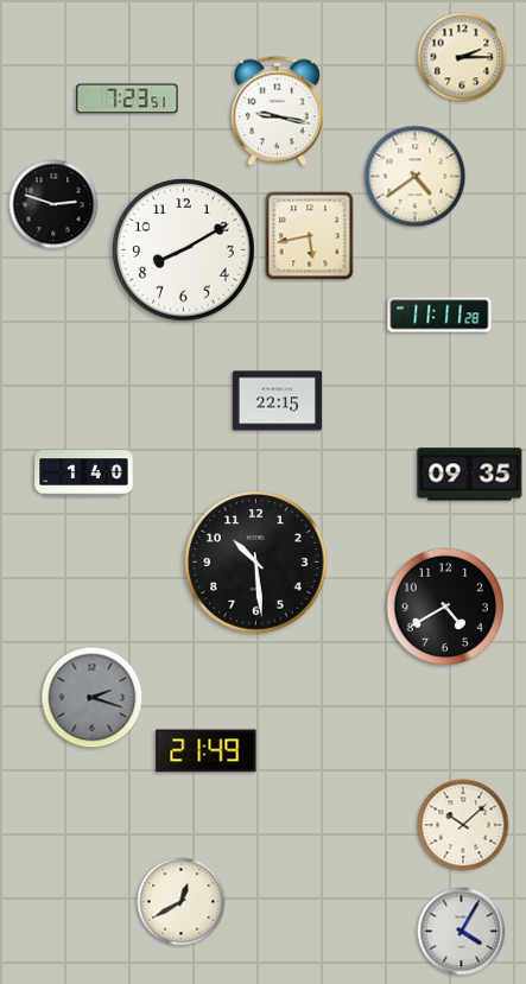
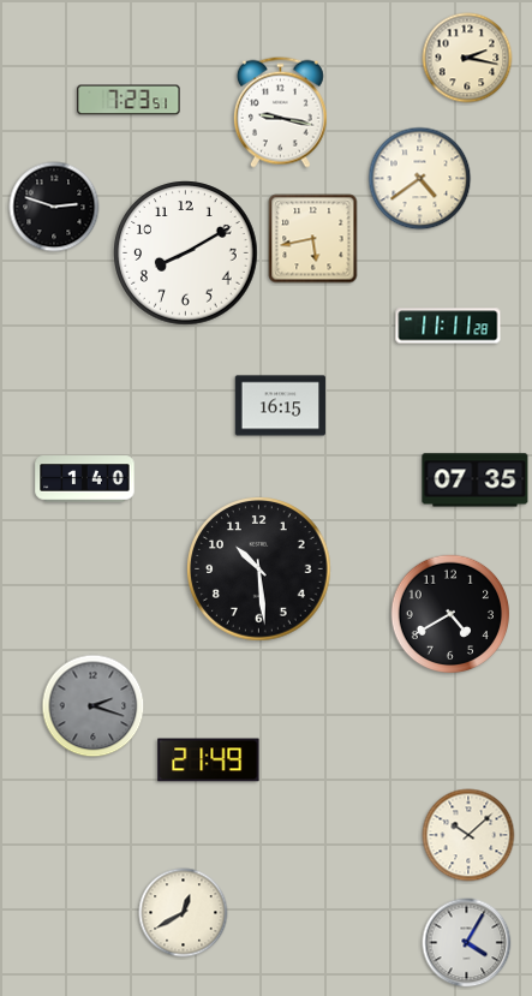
clock at (462, 57): 2:15 -> 2:17
clock at (439, 315) position: (439, 315) -> (448, 326)
clock at (278, 401): 22:15 -> 16:15
clock at (470, 475): 09:35 -> 07:35
